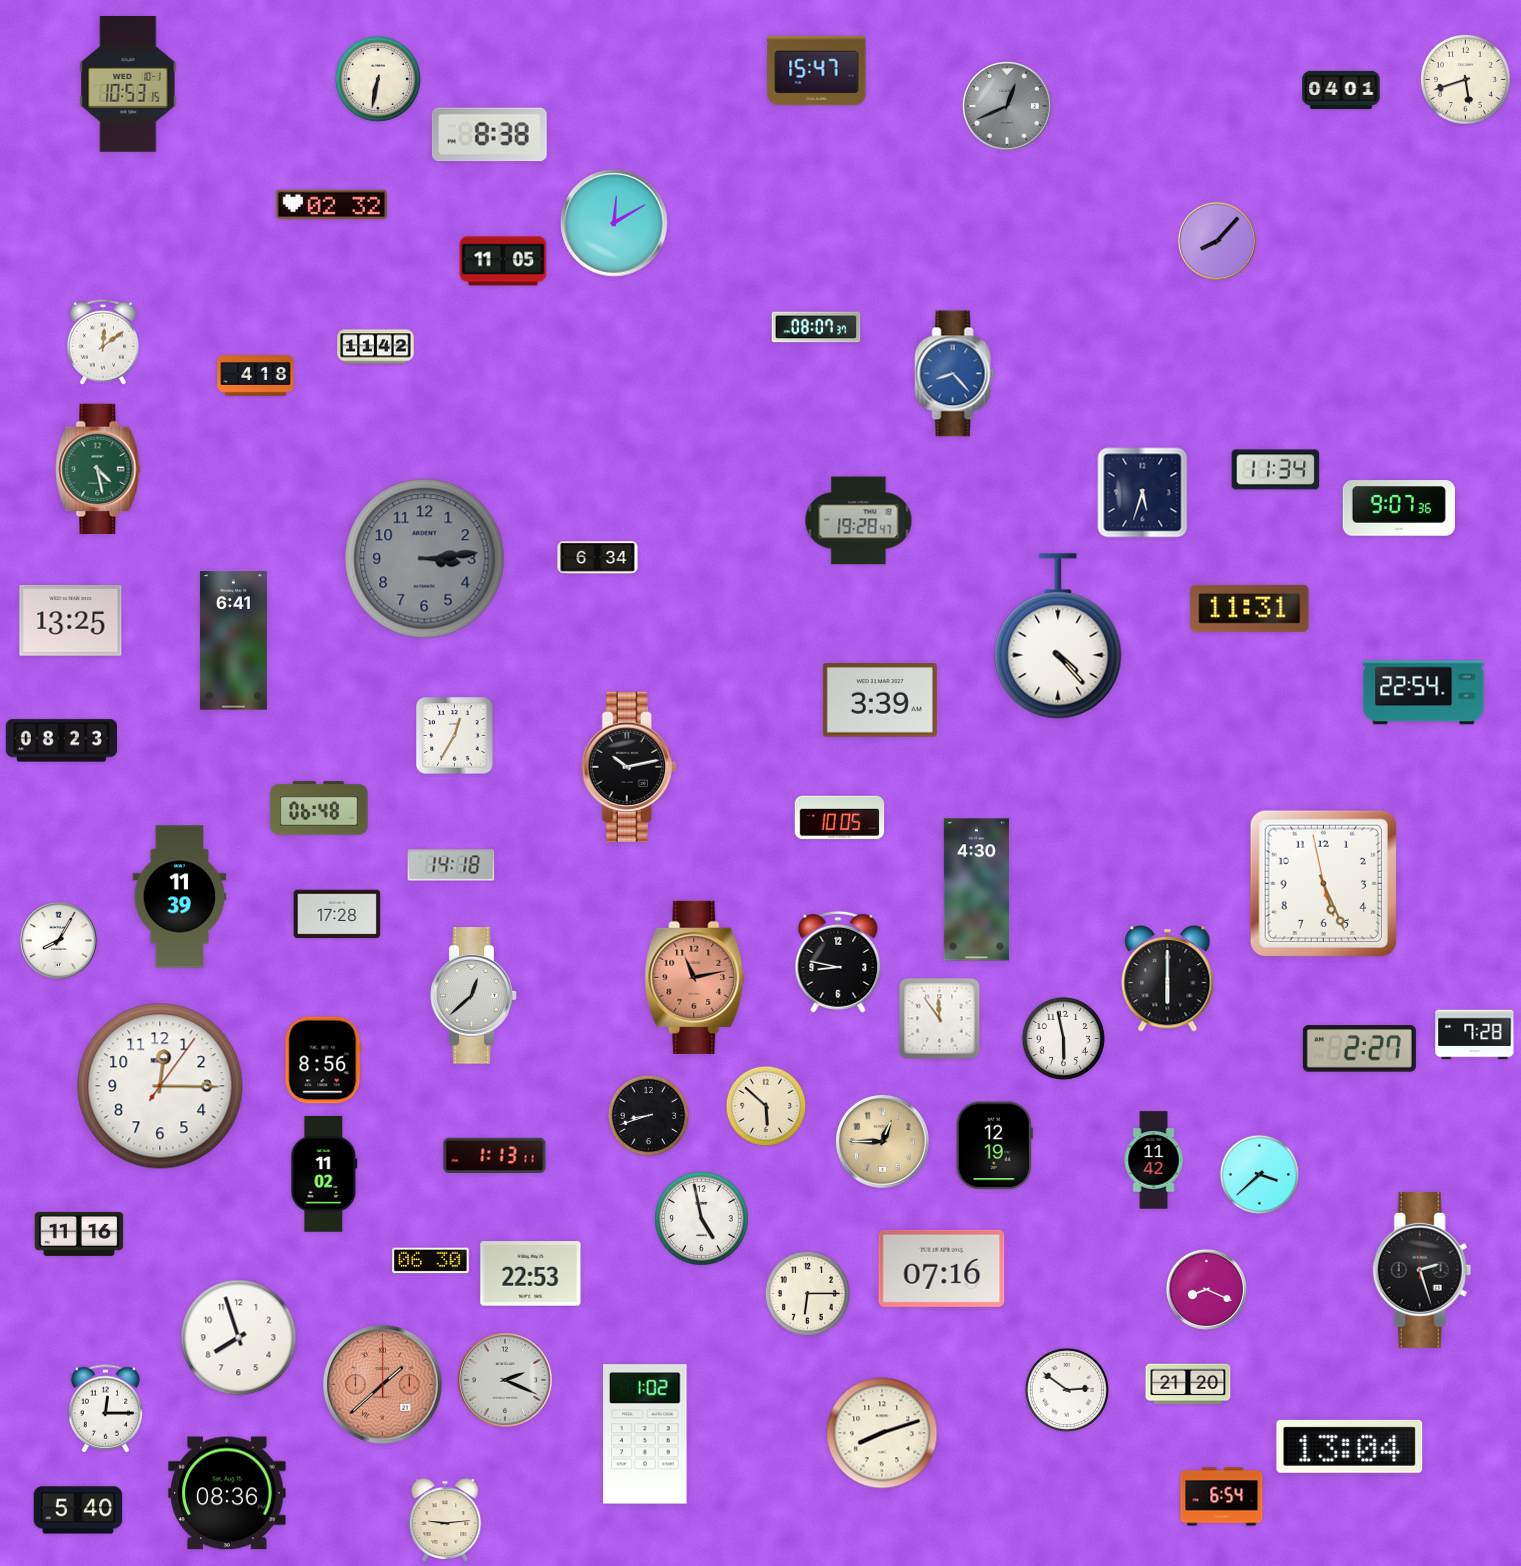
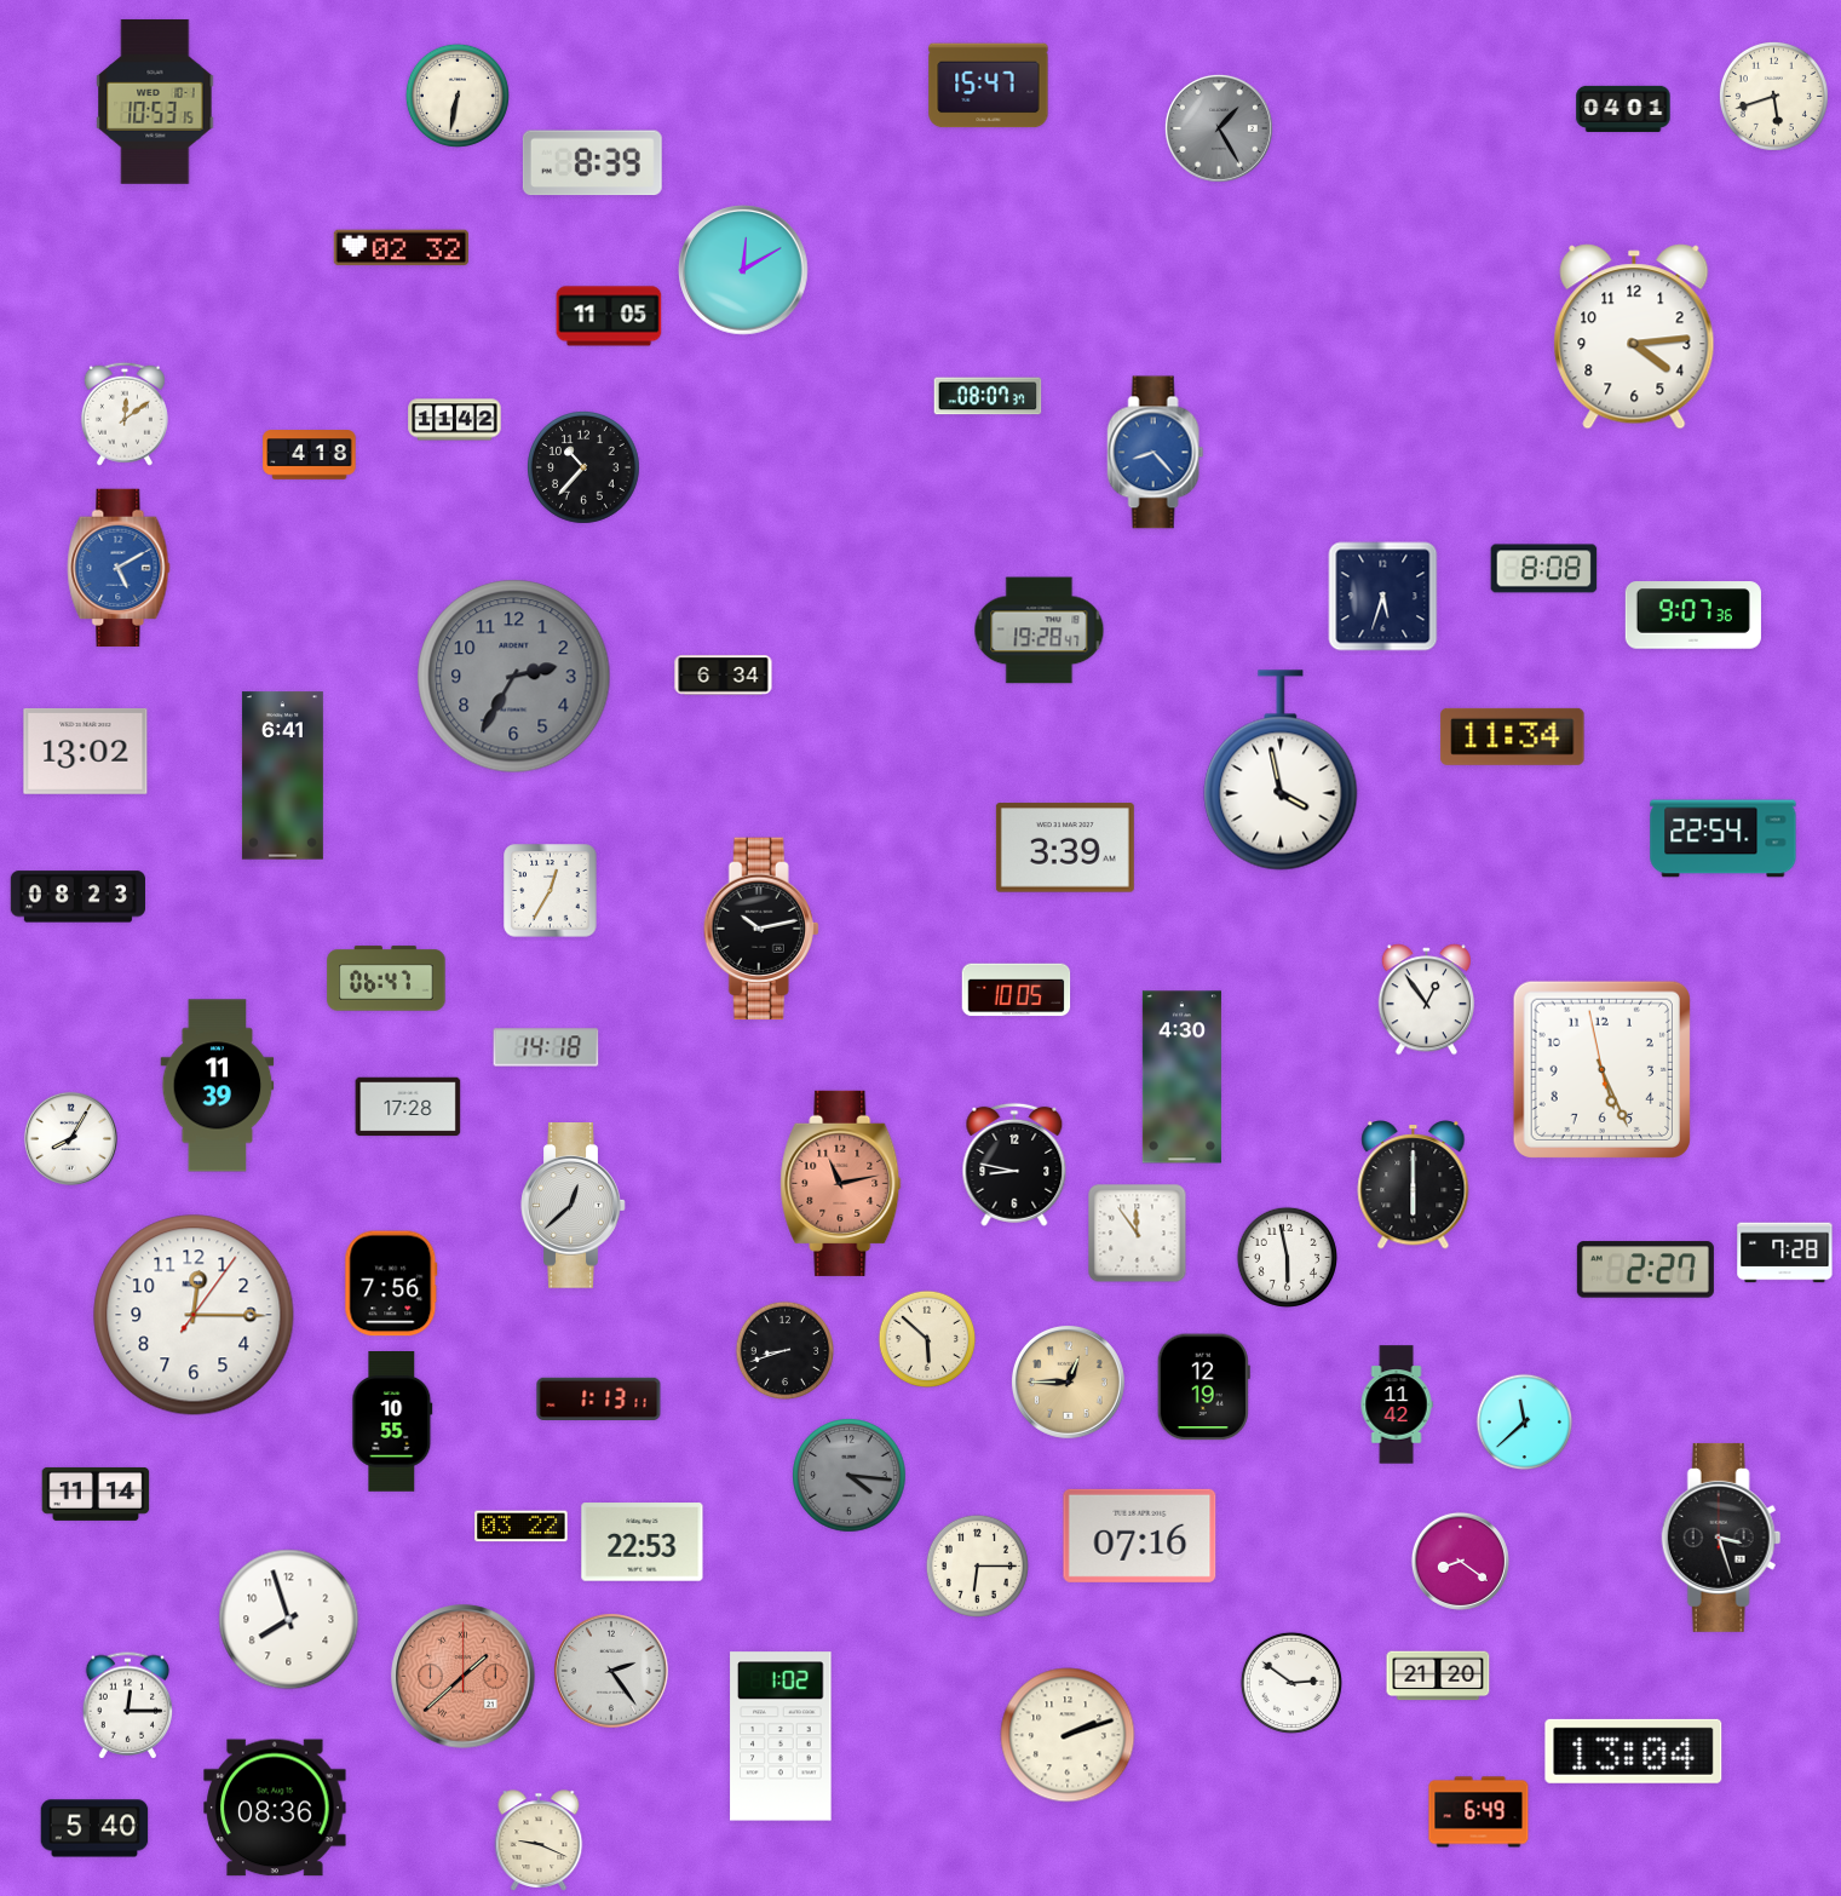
clock at (1007, 106): 12:41 -> 1:25
clock at (489, 135): 8:38 -> 8:39
clock at (1217, 241): 8:07 -> none
clock at (1634, 337): none -> 4:14
clock at (585, 469): none -> 10:37
clock at (98, 469): 4:28 -> 5:10
clock at (98, 469) dial: green -> blue
clock at (1276, 470): 11:34 -> 8:08
clock at (425, 559): 3:14 -> 2:35
clock at (1250, 608): 11:31 -> 11:34
clock at (71, 620): 13:25 -> 13:02
clock at (1058, 636): 4:23 -> 3:58
clock at (61, 741) position: (61, 741) -> (77, 897)
clock at (319, 808): 06:48 -> 06:47
clock at (1426, 1000): none -> 12:54
clock at (323, 1060): 8:56 -> 7:56
clock at (324, 1175): 11:02 -> 10:55
clock at (1260, 1175): 3:38 -> 11:38
clock at (702, 1219): 4:58 -> 4:16
clock at (702, 1219) dial: white -> grey
clock at (79, 1234): 11:16 -> 11:14
clock at (431, 1261): 06:30 -> 03:22
clock at (1422, 1270): 2:27 -> 3:27
clock at (1206, 1289): 8:19 -> 8:21
clock at (505, 1380): 2:19 -> 2:24
clock at (882, 1433): 8:12 -> 2:12
clock at (1222, 1497): 6:54 -> 6:49
clock at (445, 1520): 9:14 -> 9:19
